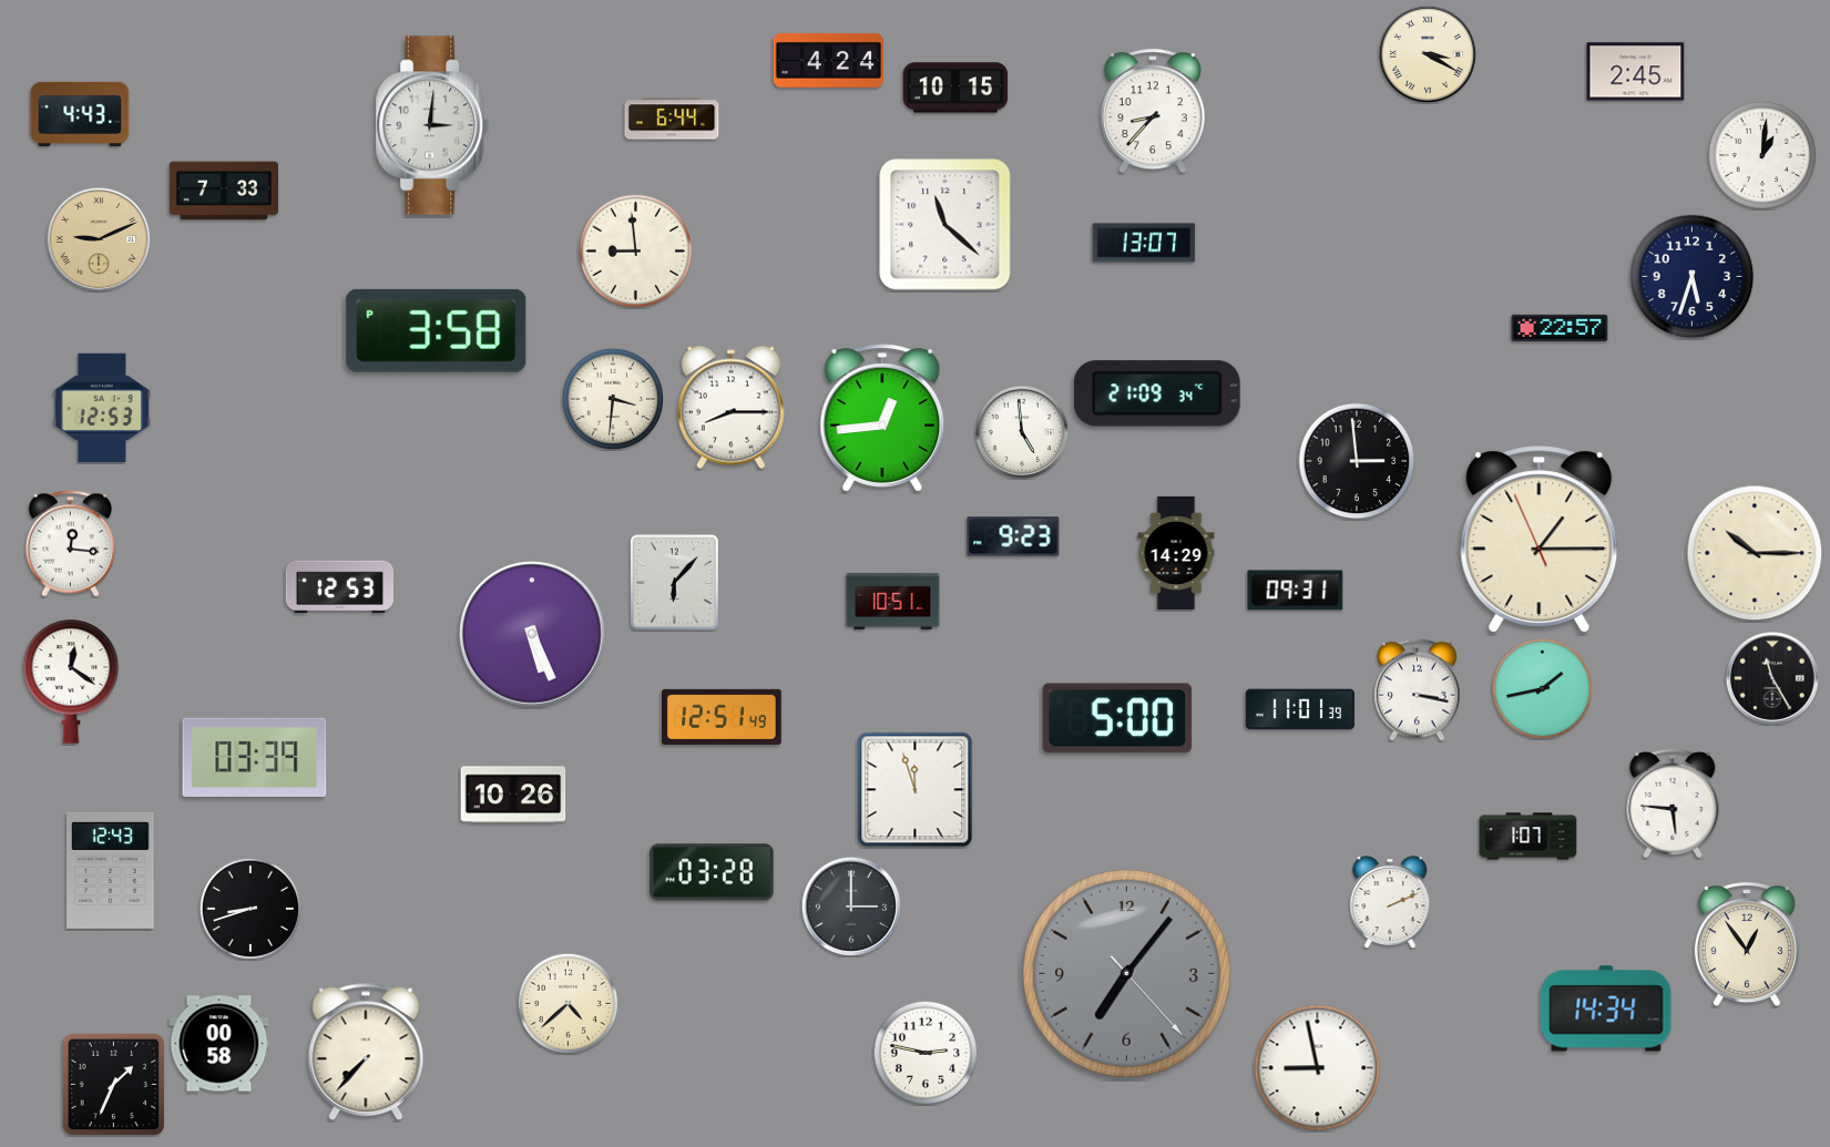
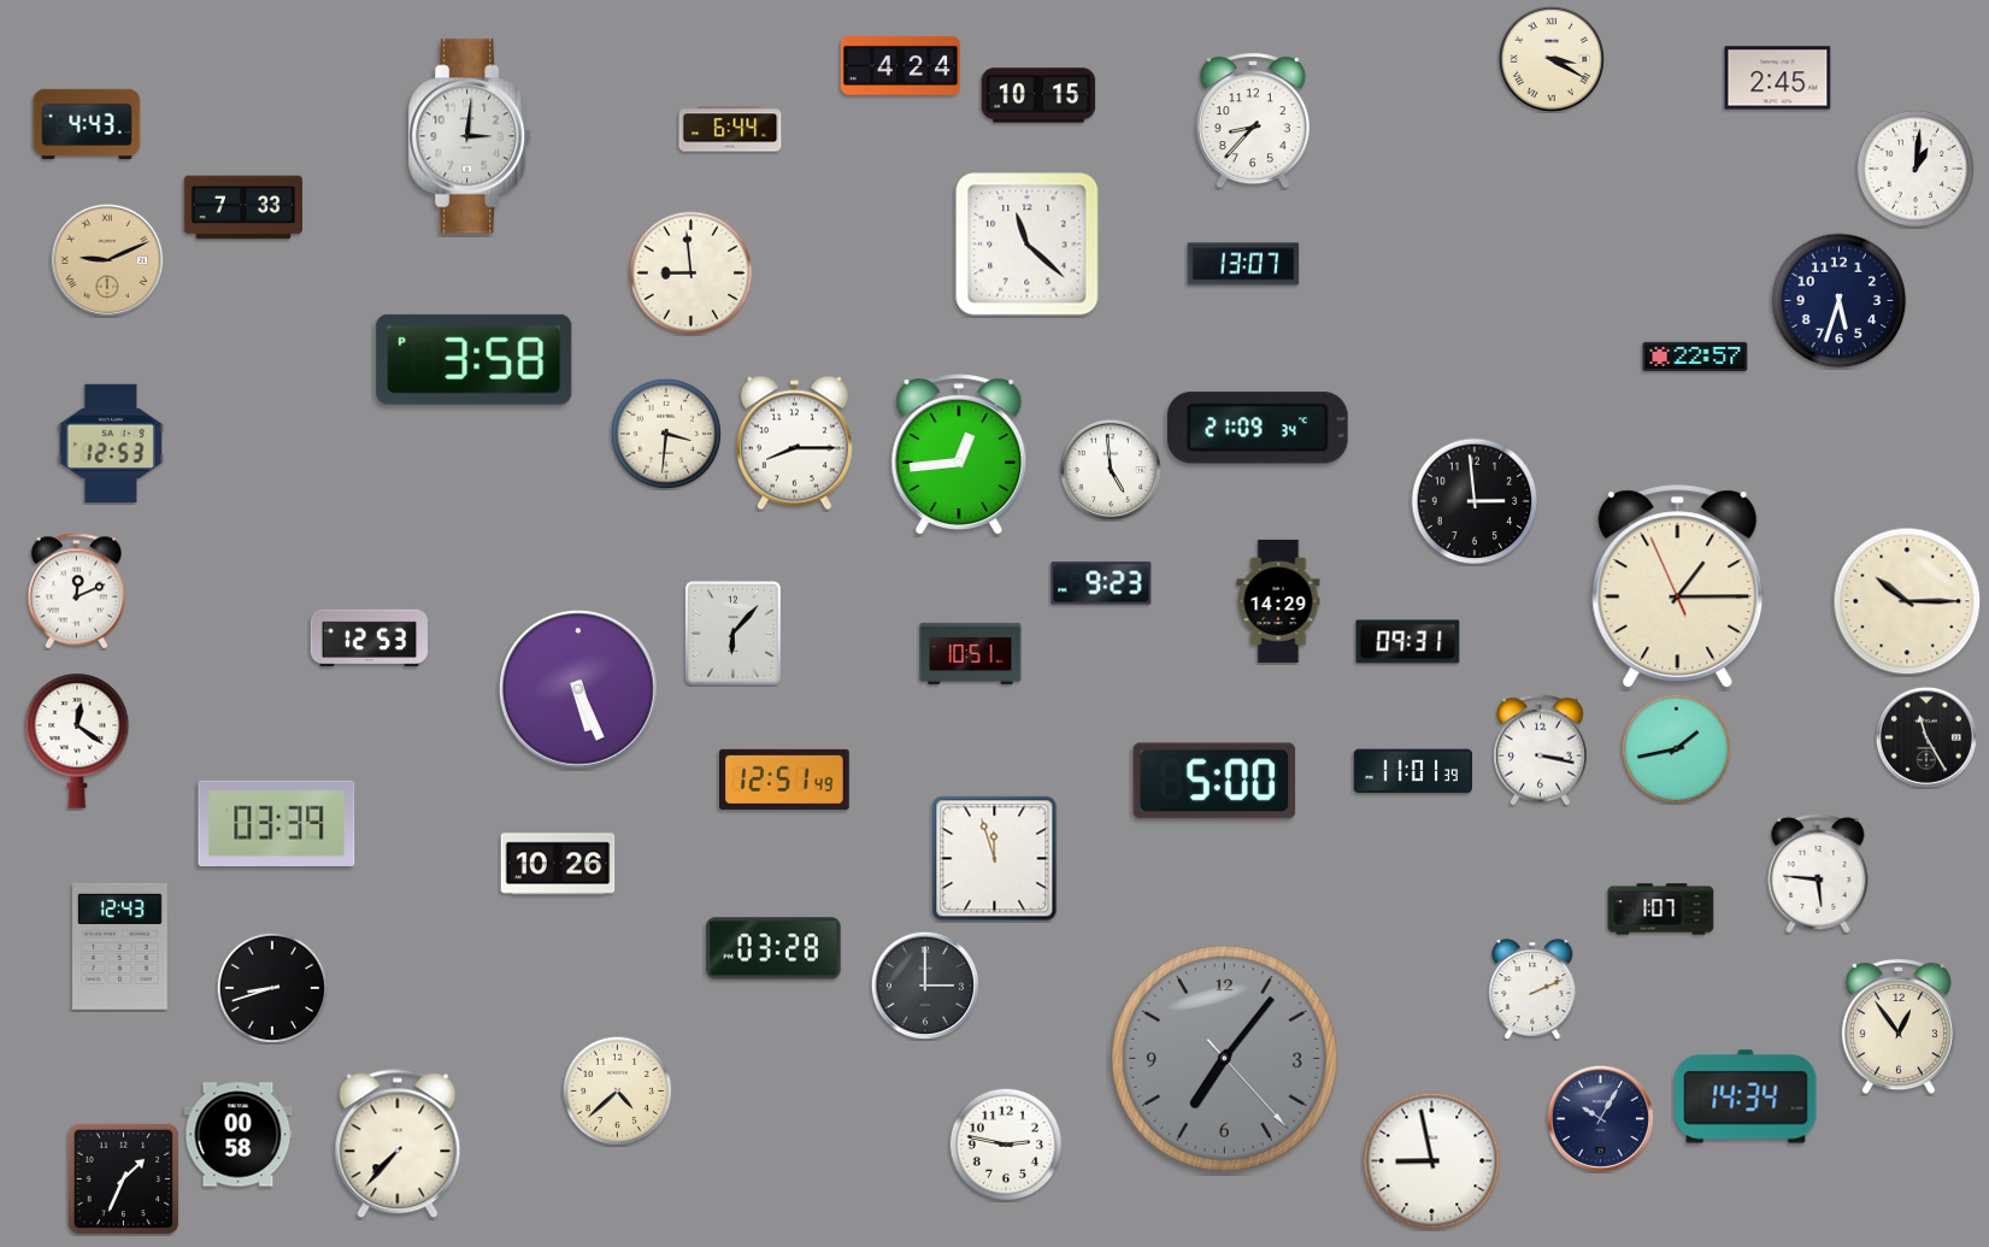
clock at (1540, 539) position: (1540, 539) -> (1678, 586)
clock at (71, 544): 12:16 -> 12:11
clock at (1390, 902) position: (1390, 902) -> (1532, 989)
clock at (1600, 1118): none -> 10:05
